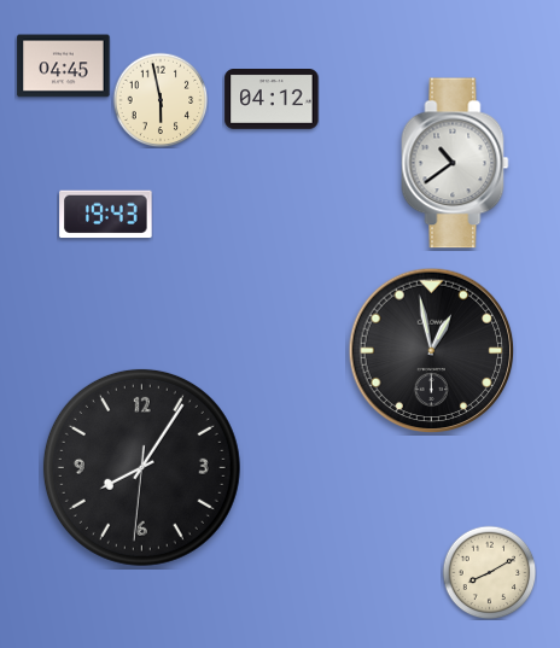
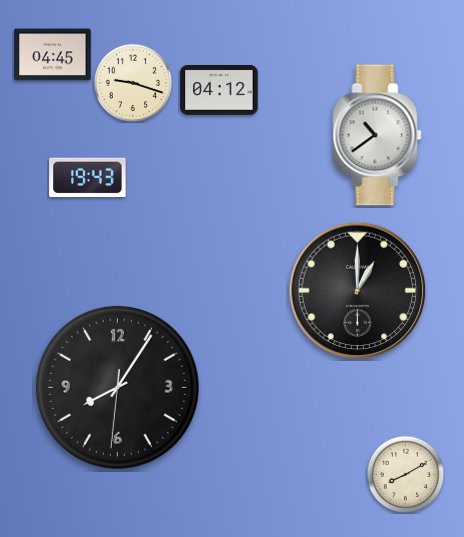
clock at (161, 100): 5:58 -> 9:18
clock at (272, 100) position: (272, 100) -> (219, 91)
clock at (432, 351): 12:58 -> 1:00
